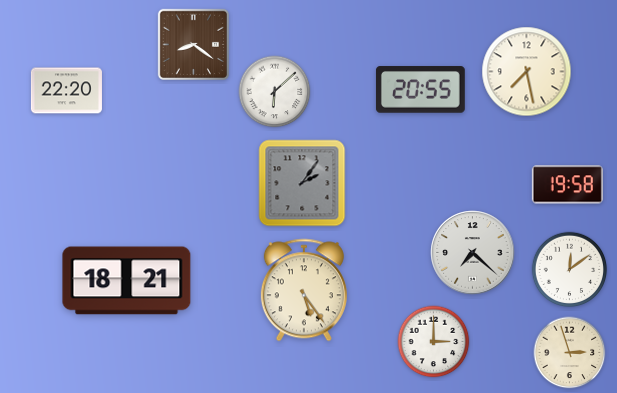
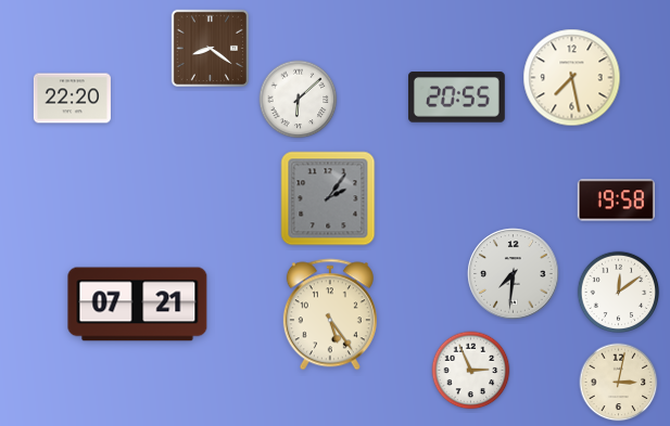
clock at (473, 253): 7:22 -> 7:31
clock at (127, 281): 18:21 -> 07:21
clock at (434, 342): 3:00 -> 2:56
clock at (570, 353): 2:57 -> 3:02
